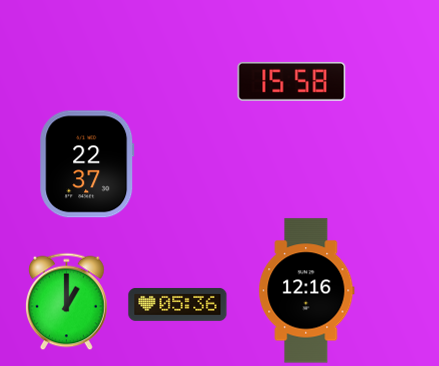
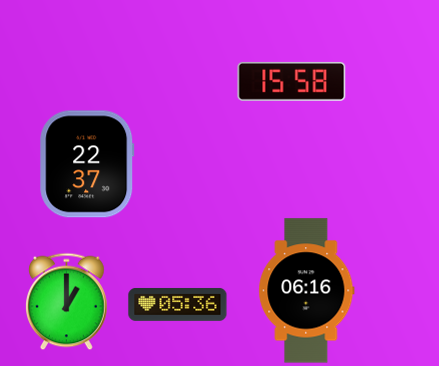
clock at (307, 291): 12:16 -> 06:16
